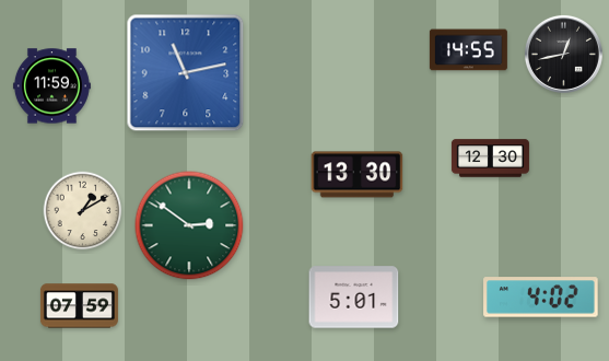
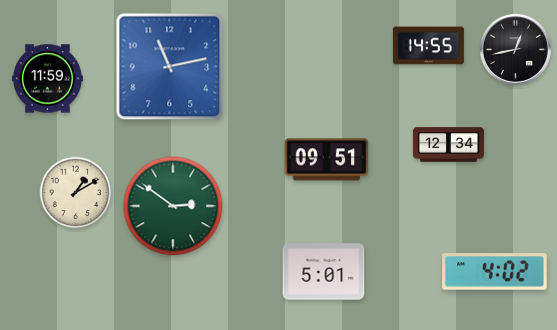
clock at (490, 159): 12:30 -> 12:34
clock at (358, 175): 13:30 -> 09:51
clock at (79, 306): 07:59 -> none
